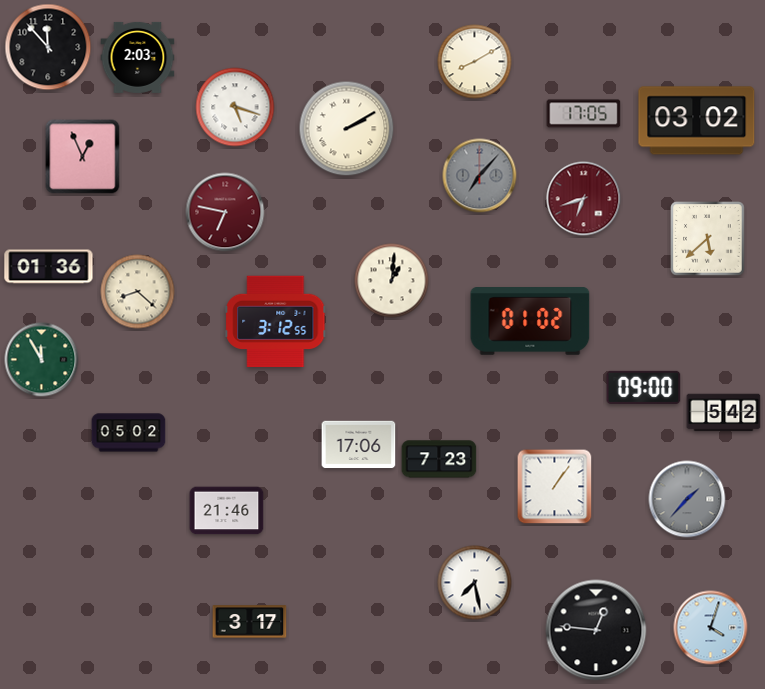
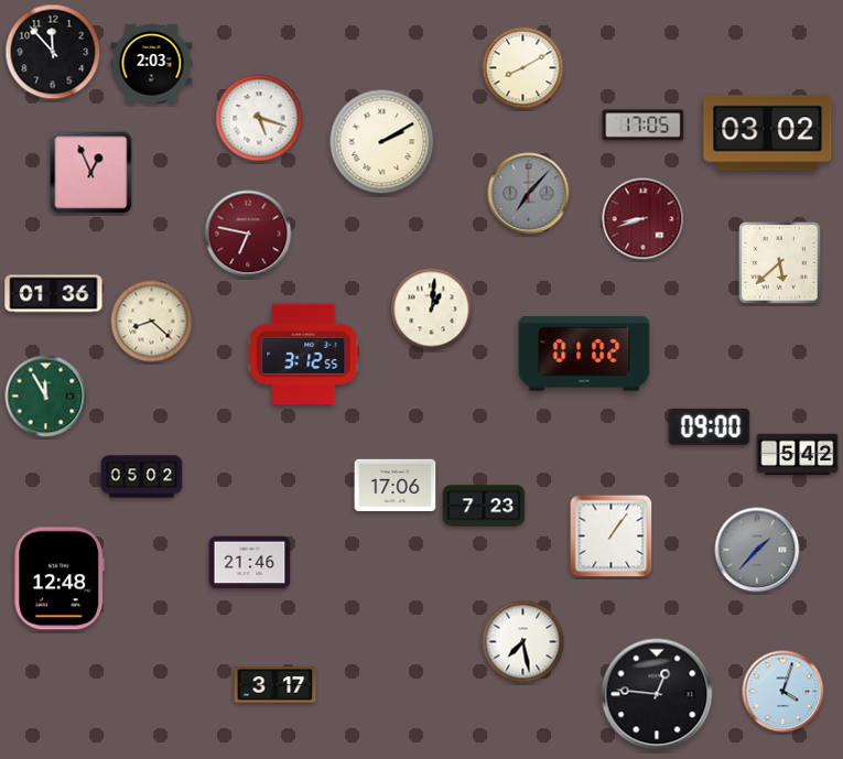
clock at (584, 199): 6:42 -> 8:42
clock at (359, 445) position: (359, 445) -> (396, 486)
clock at (60, 578): none -> 12:48
